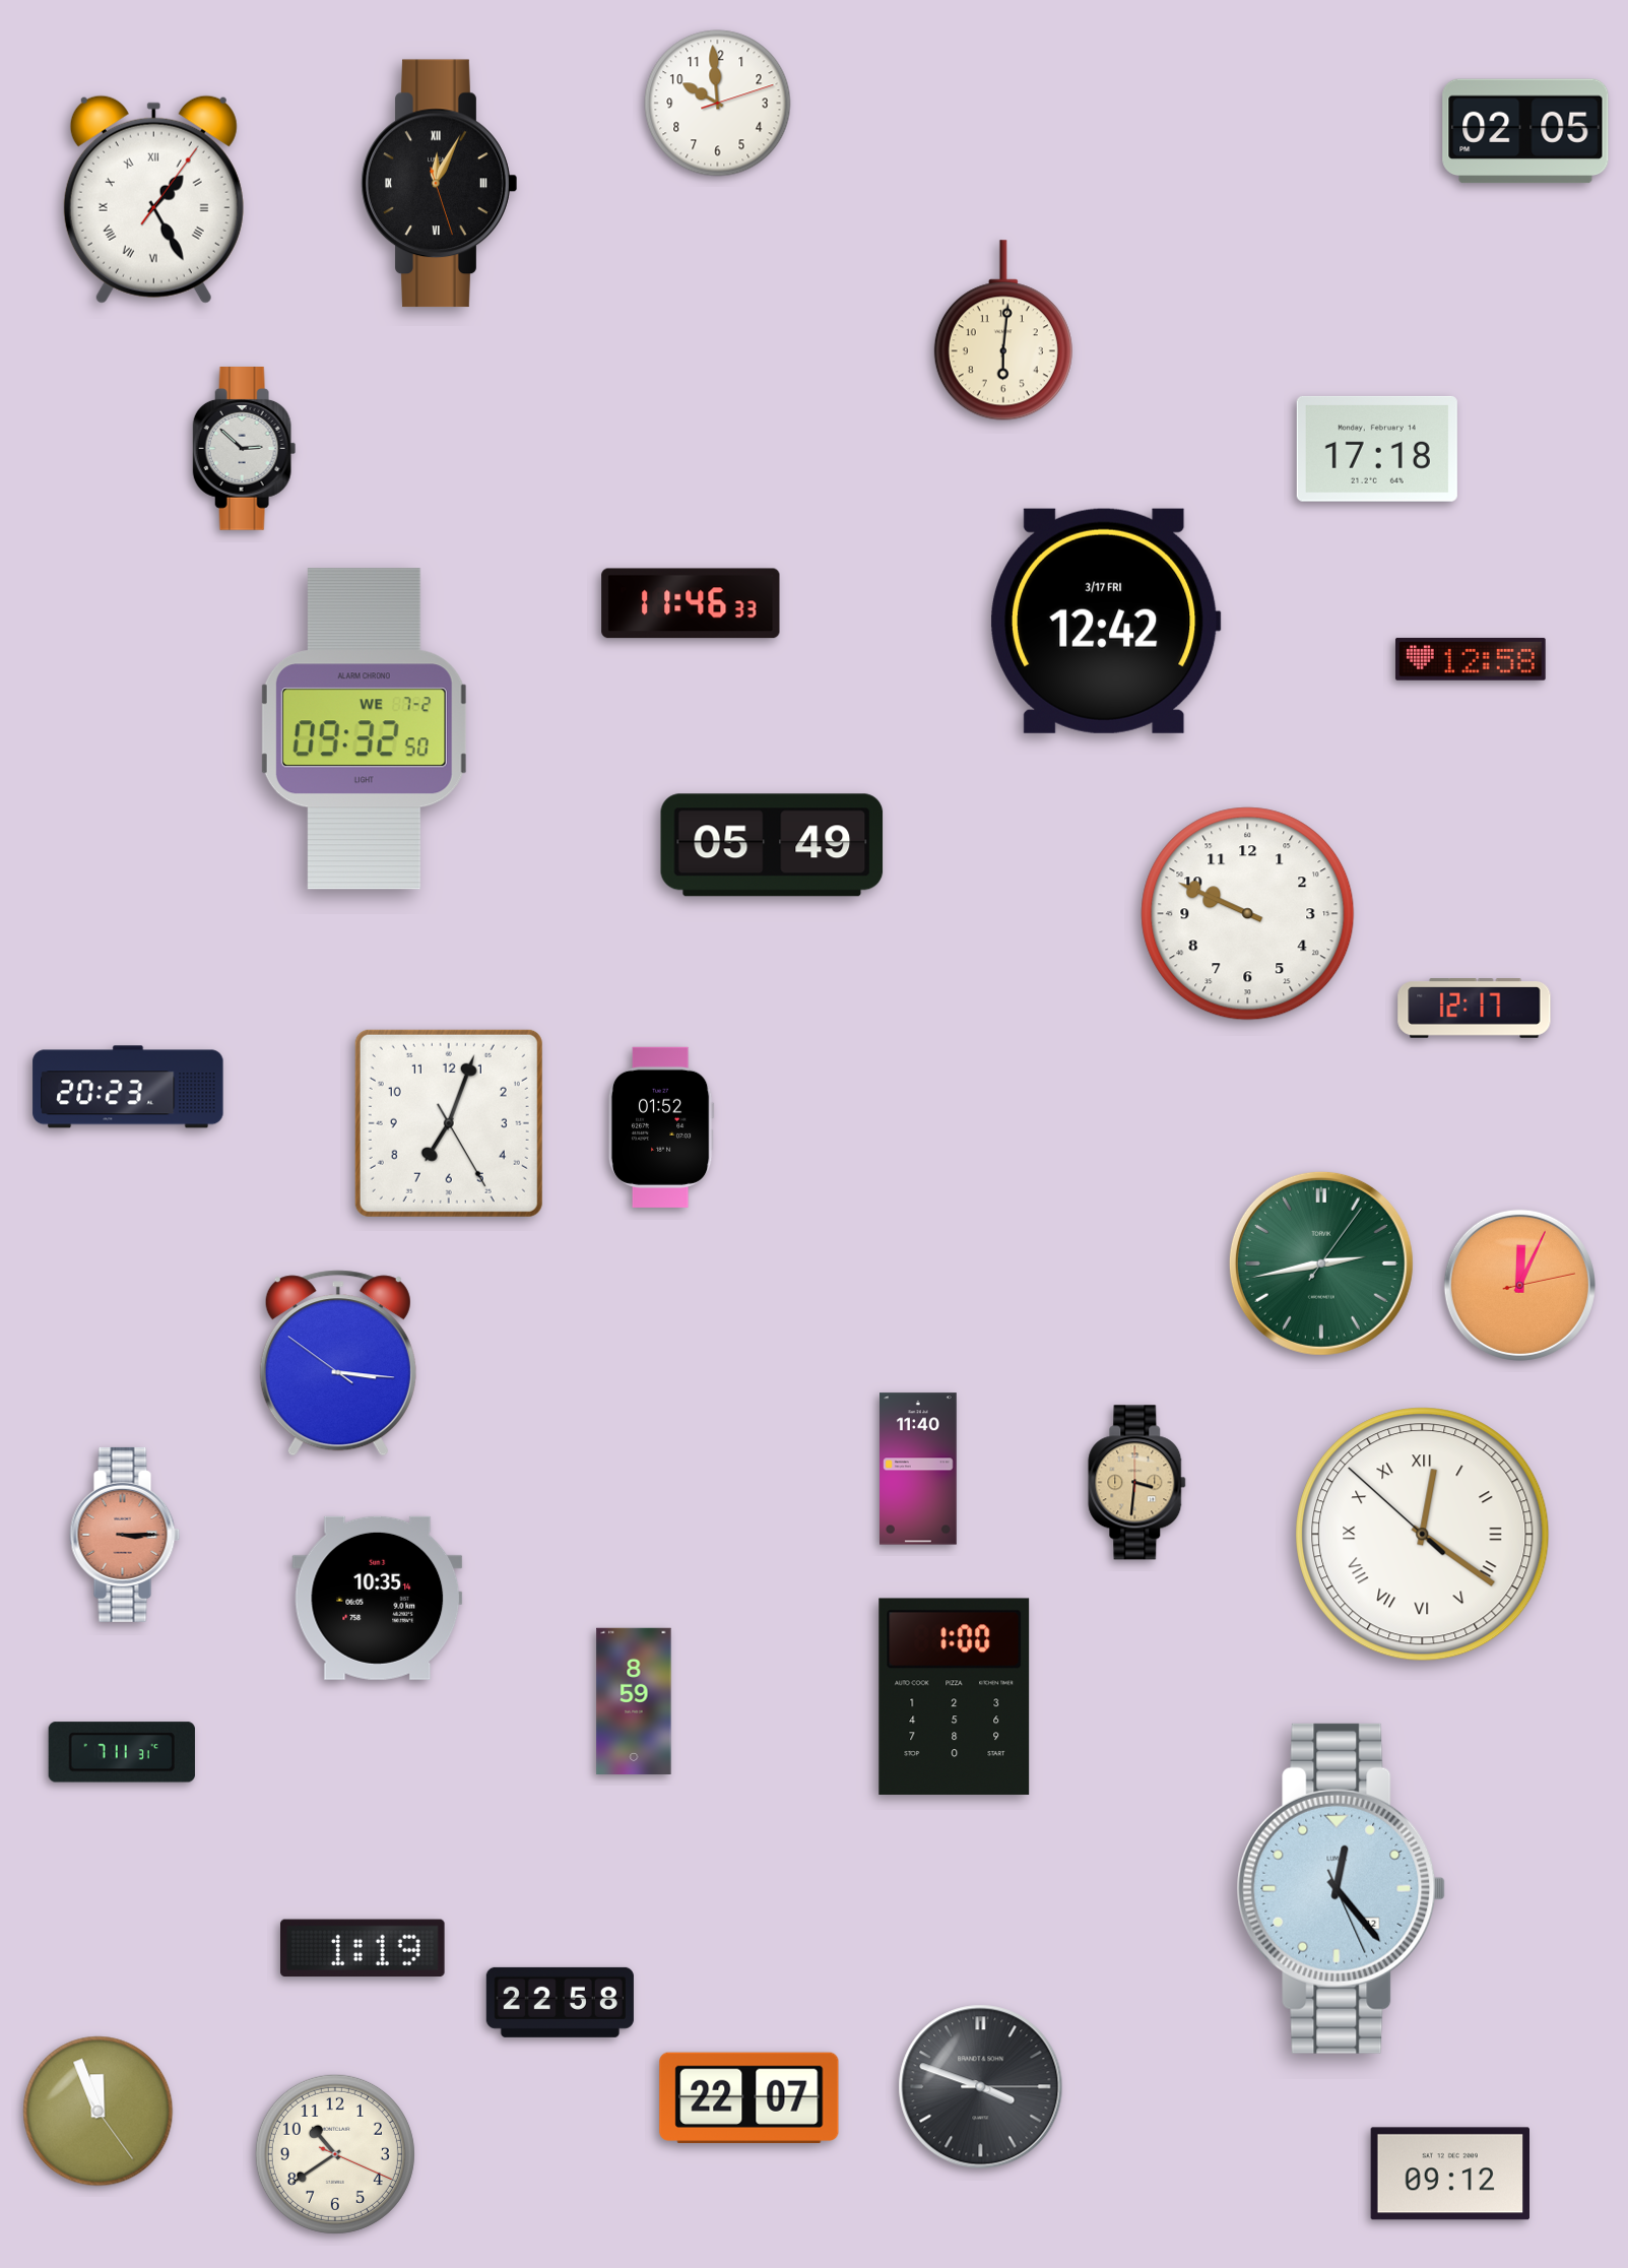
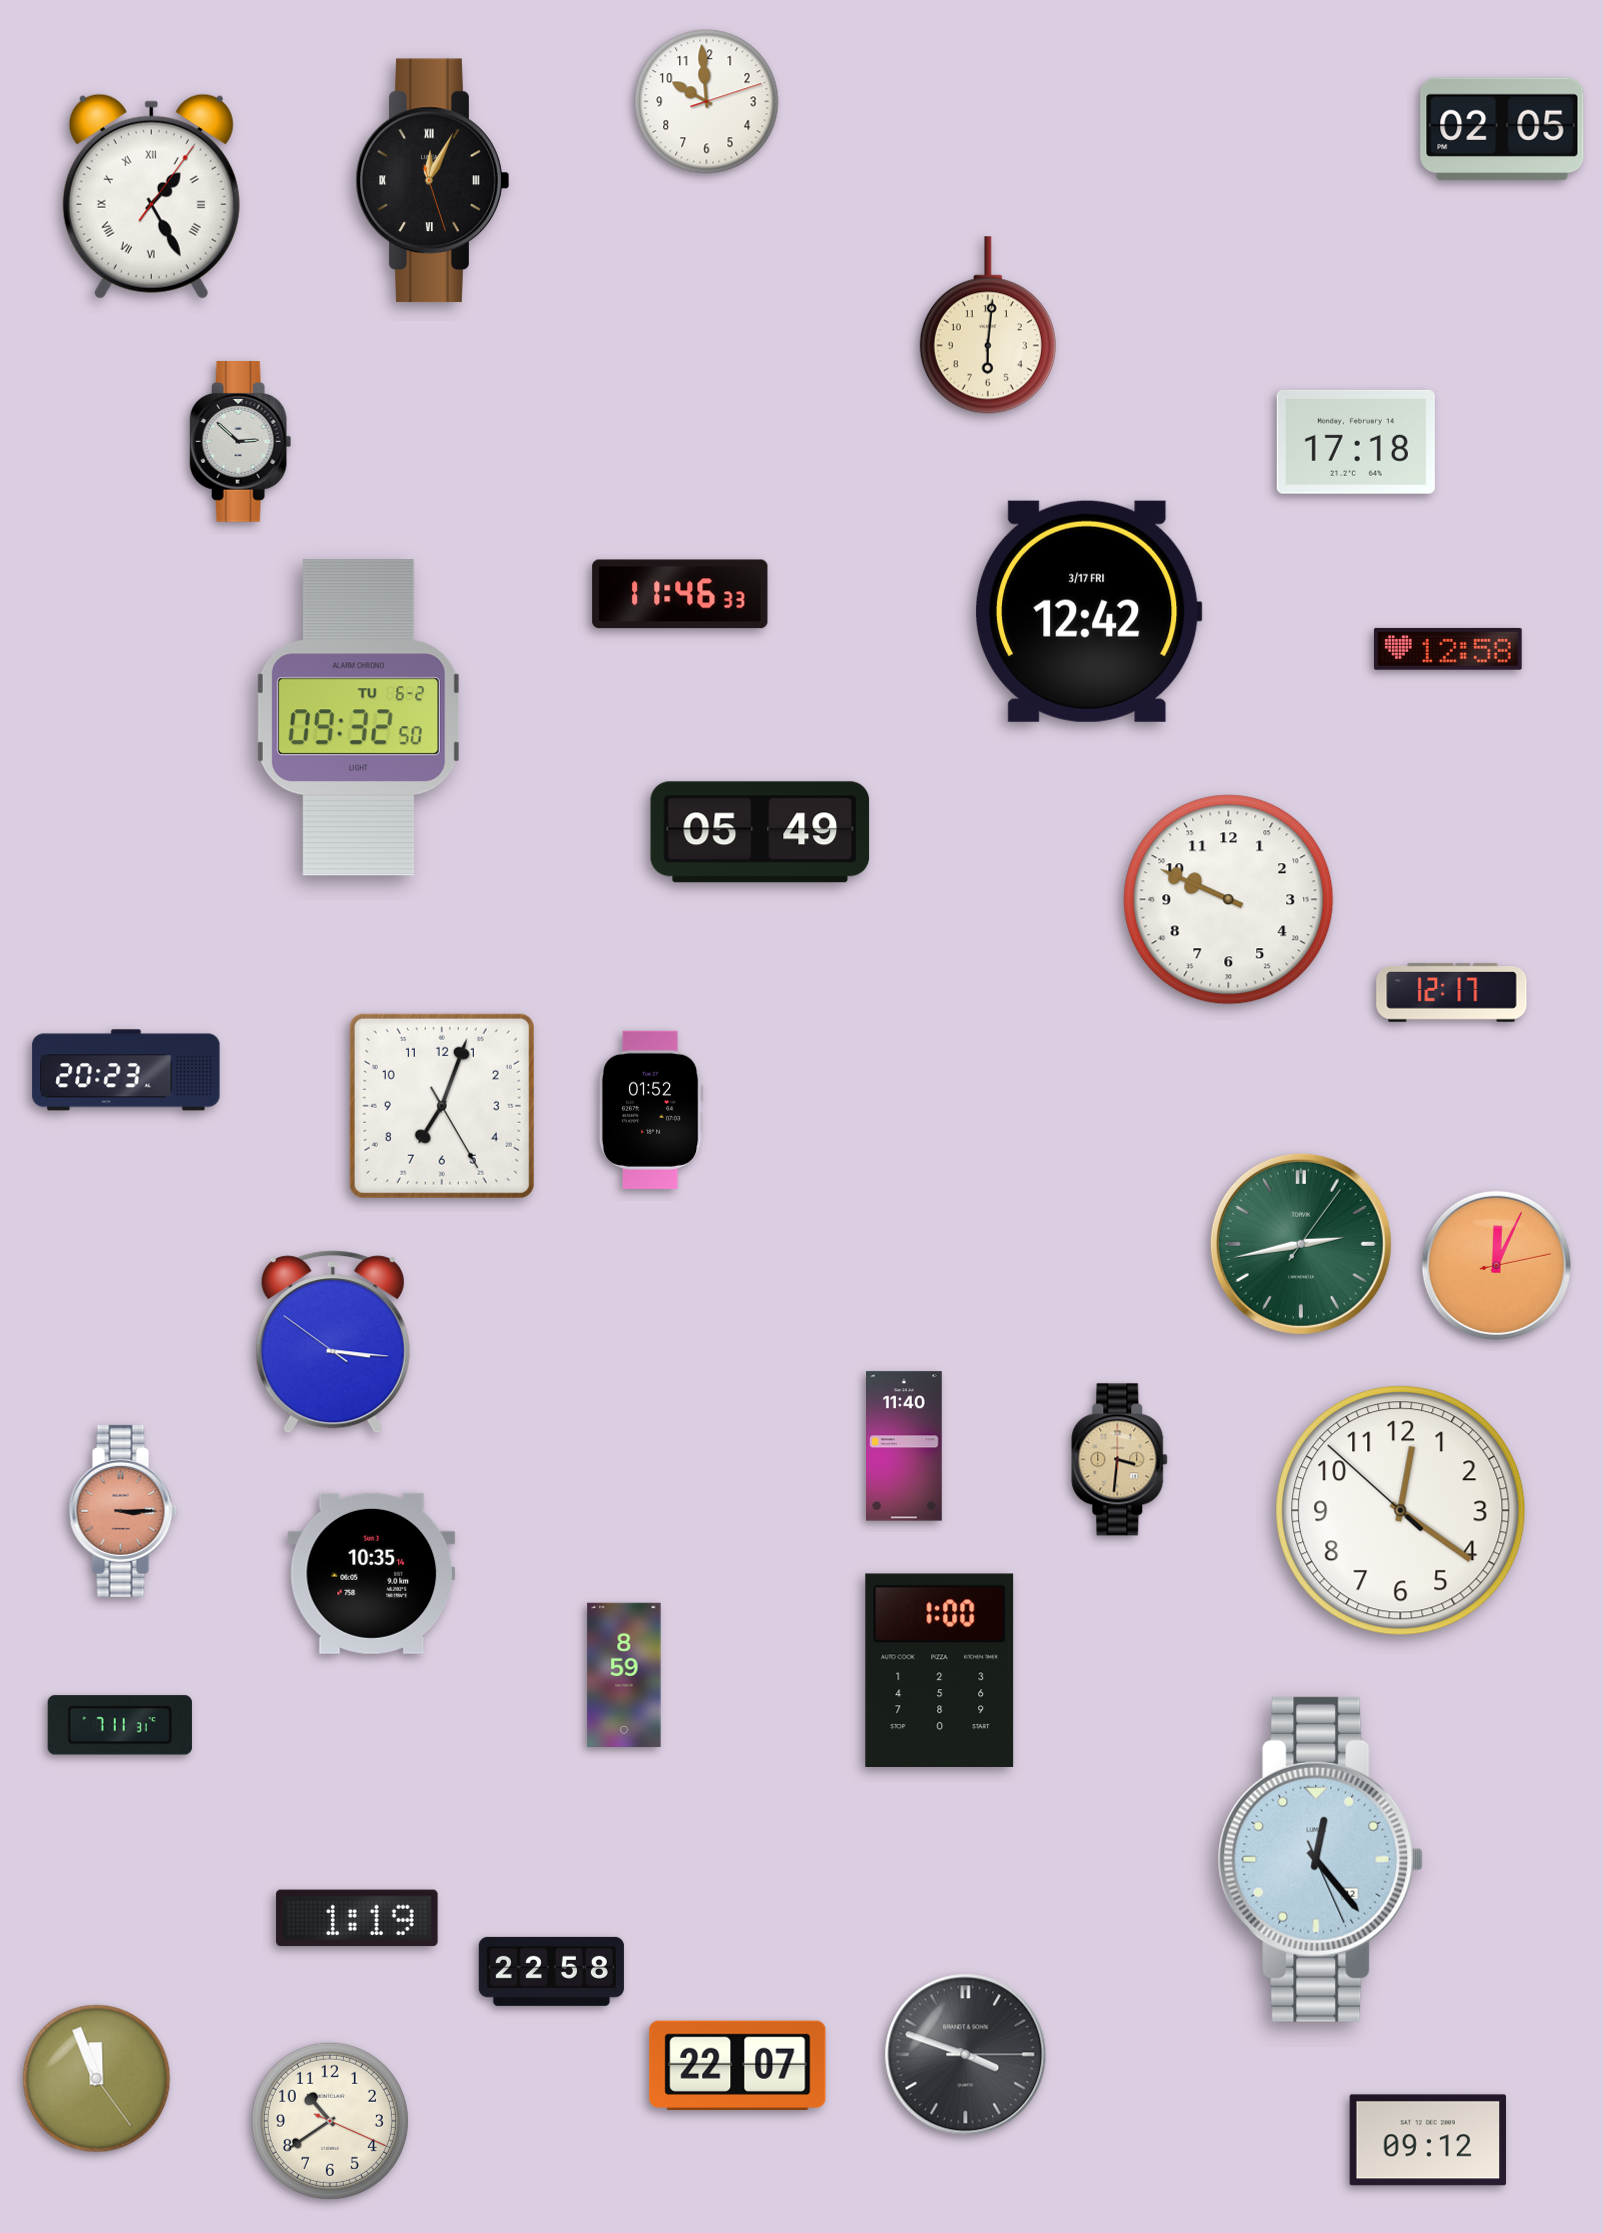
clock at (364, 729) date: WE 7-2 -> TU 6-2
clock at (1423, 1535) numerals: Roman -> Arabic
